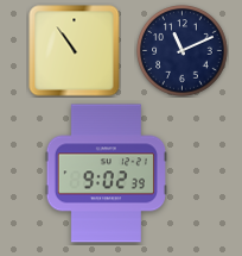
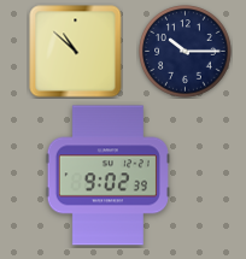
clock at (75, 51): 10:54 -> 10:52
clock at (183, 51): 11:11 -> 10:15
